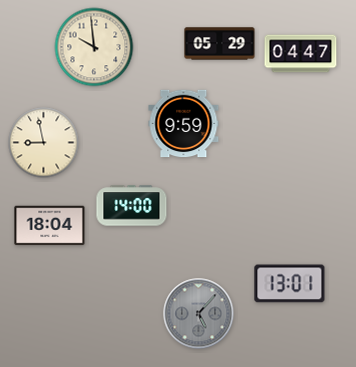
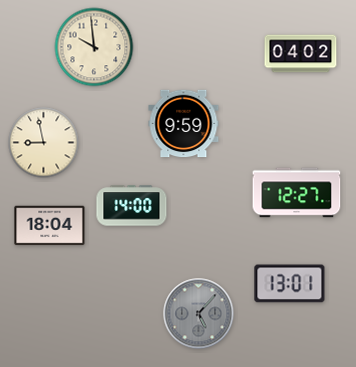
clock at (220, 44): 05:29 -> none
clock at (301, 54): 04:47 -> 04:02
clock at (297, 193): none -> 12:27
